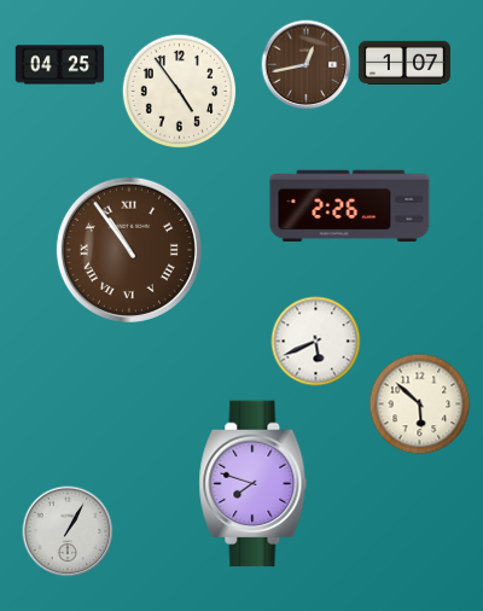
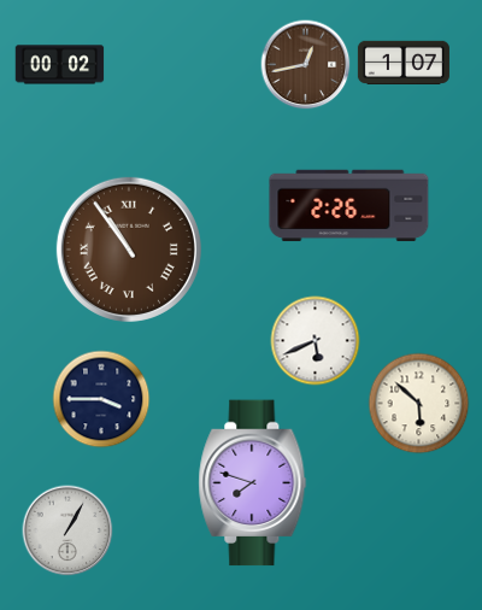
clock at (60, 65): 04:25 -> 00:02
clock at (180, 92): 4:54 -> none
clock at (101, 399): none -> 3:45
